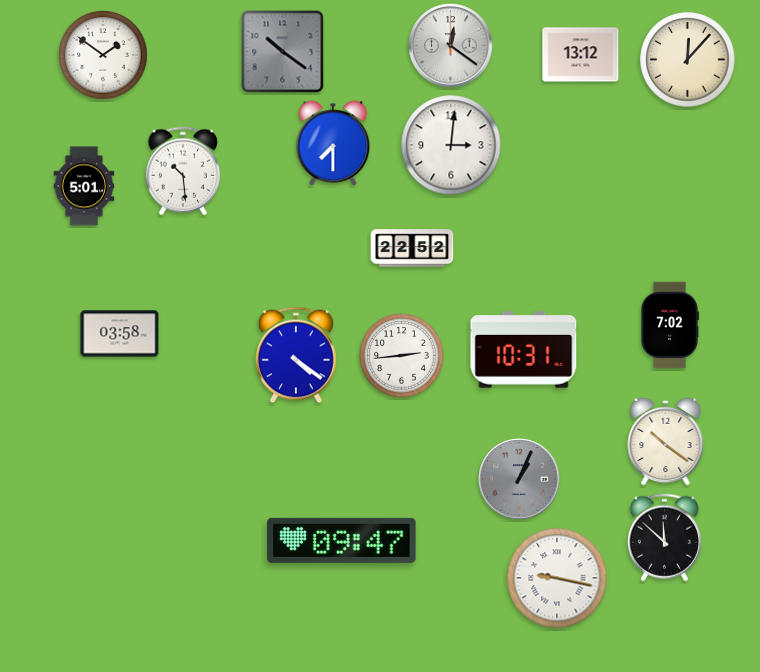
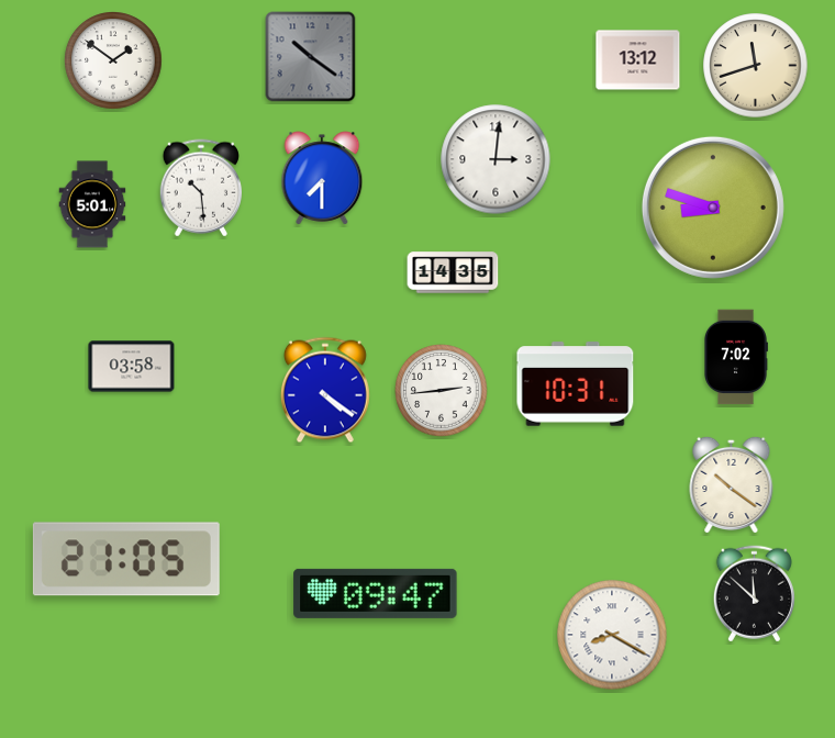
clock at (451, 46): 12:21 -> none
clock at (688, 60): 12:07 -> 11:42
clock at (333, 143) position: (333, 143) -> (322, 178)
clock at (713, 208): none -> 8:48
clock at (412, 248): 22:52 -> 14:35
clock at (519, 479): 1:04 -> none
clock at (126, 559): none -> 21:05
clock at (664, 538) position: (664, 538) -> (754, 594)
clock at (557, 578): 9:17 -> 8:20
